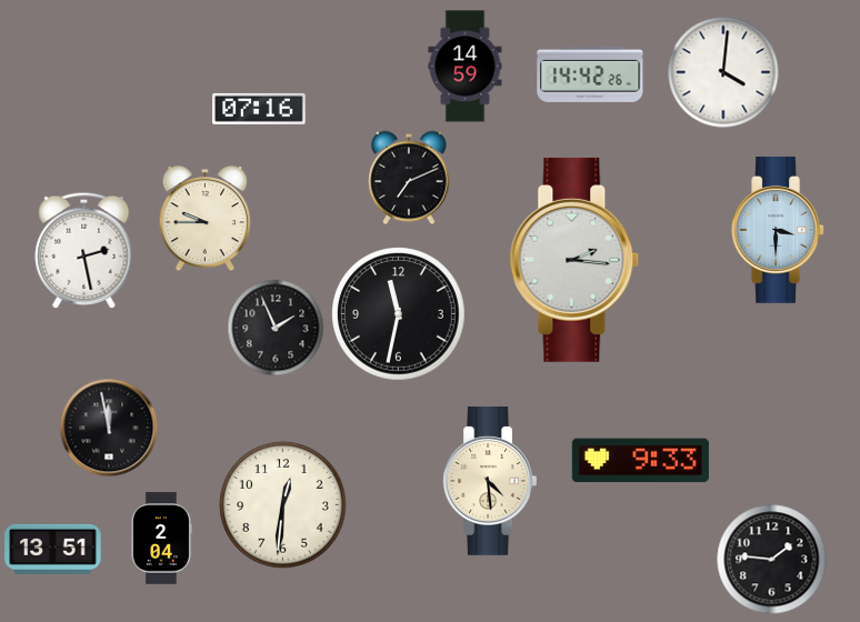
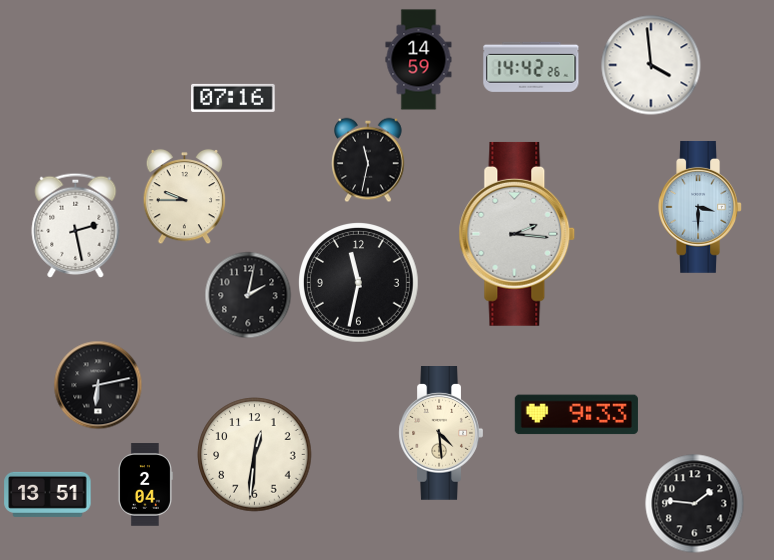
clock at (723, 72): 4:01 -> 3:59
clock at (409, 178): 7:11 -> 11:32
clock at (276, 328): 1:56 -> 2:02
clock at (109, 428): 11:58 -> 6:13
